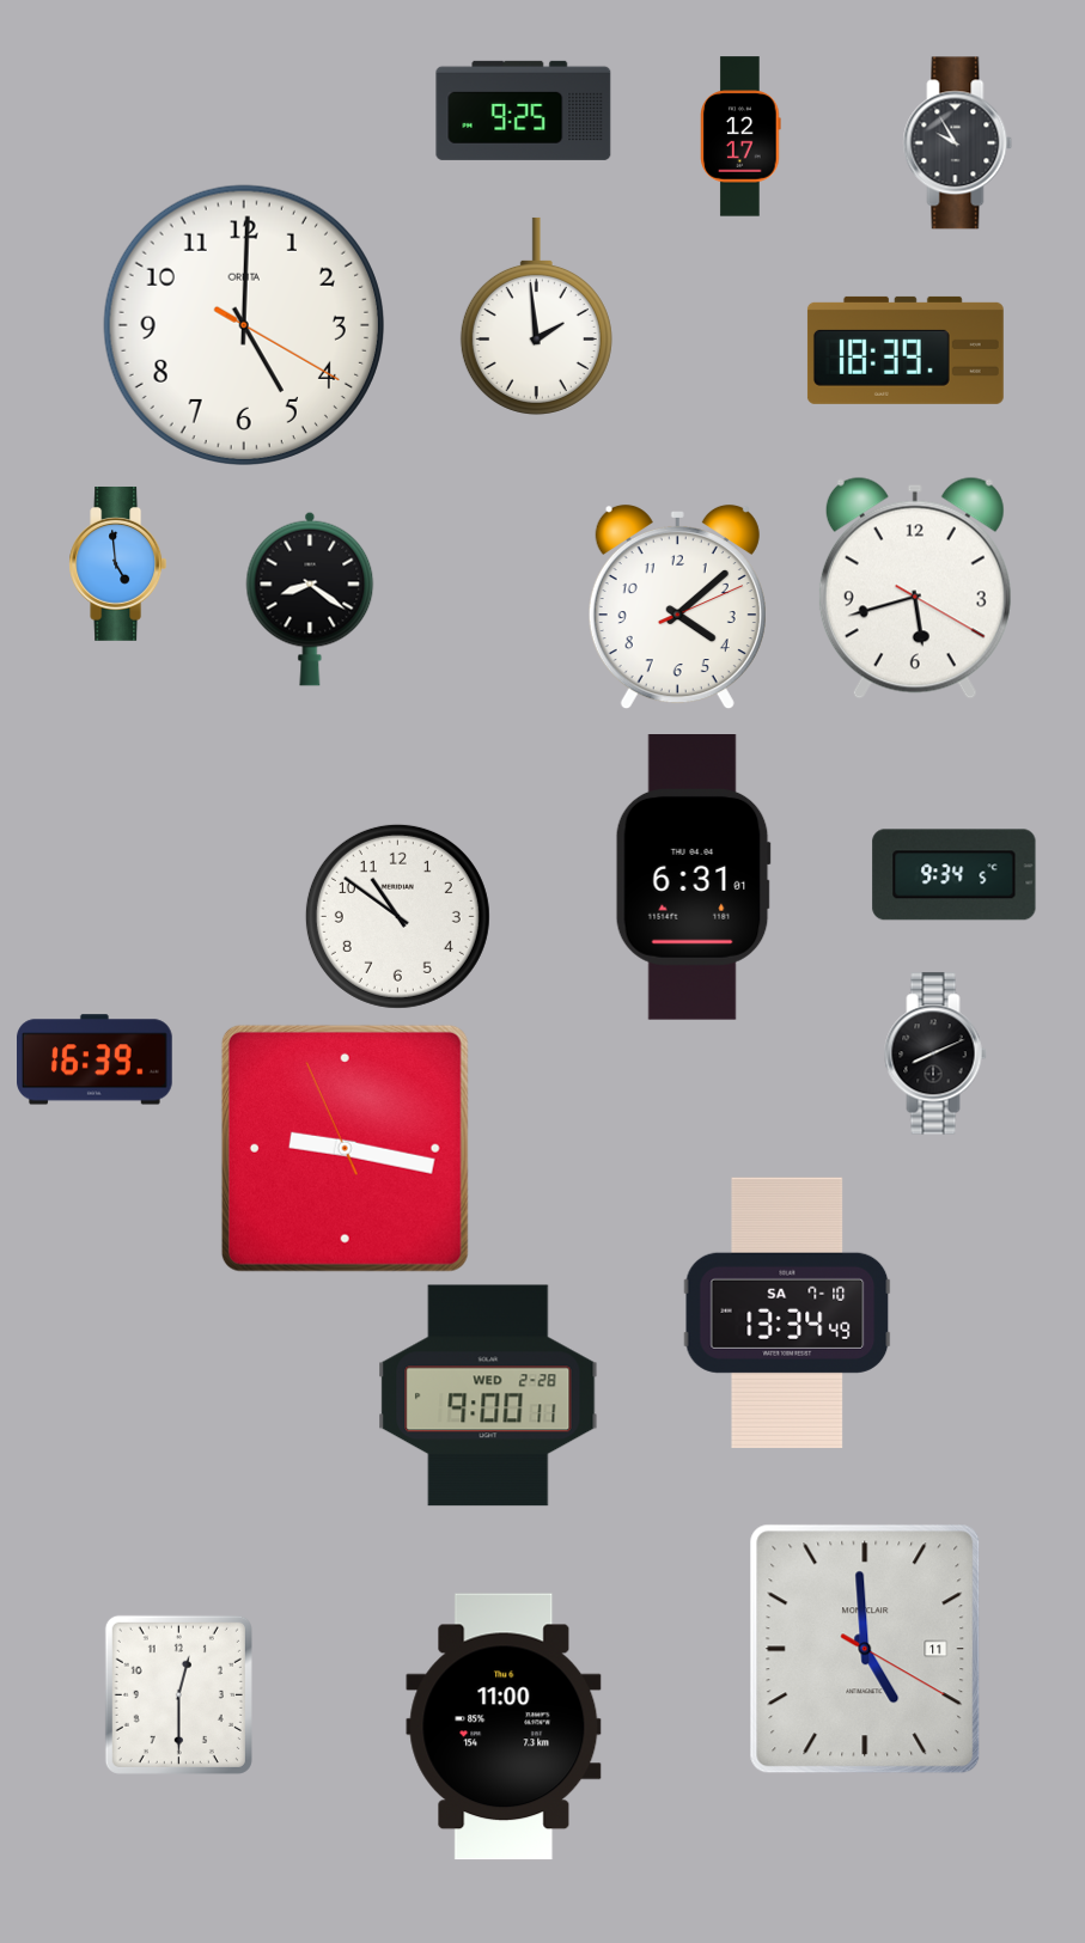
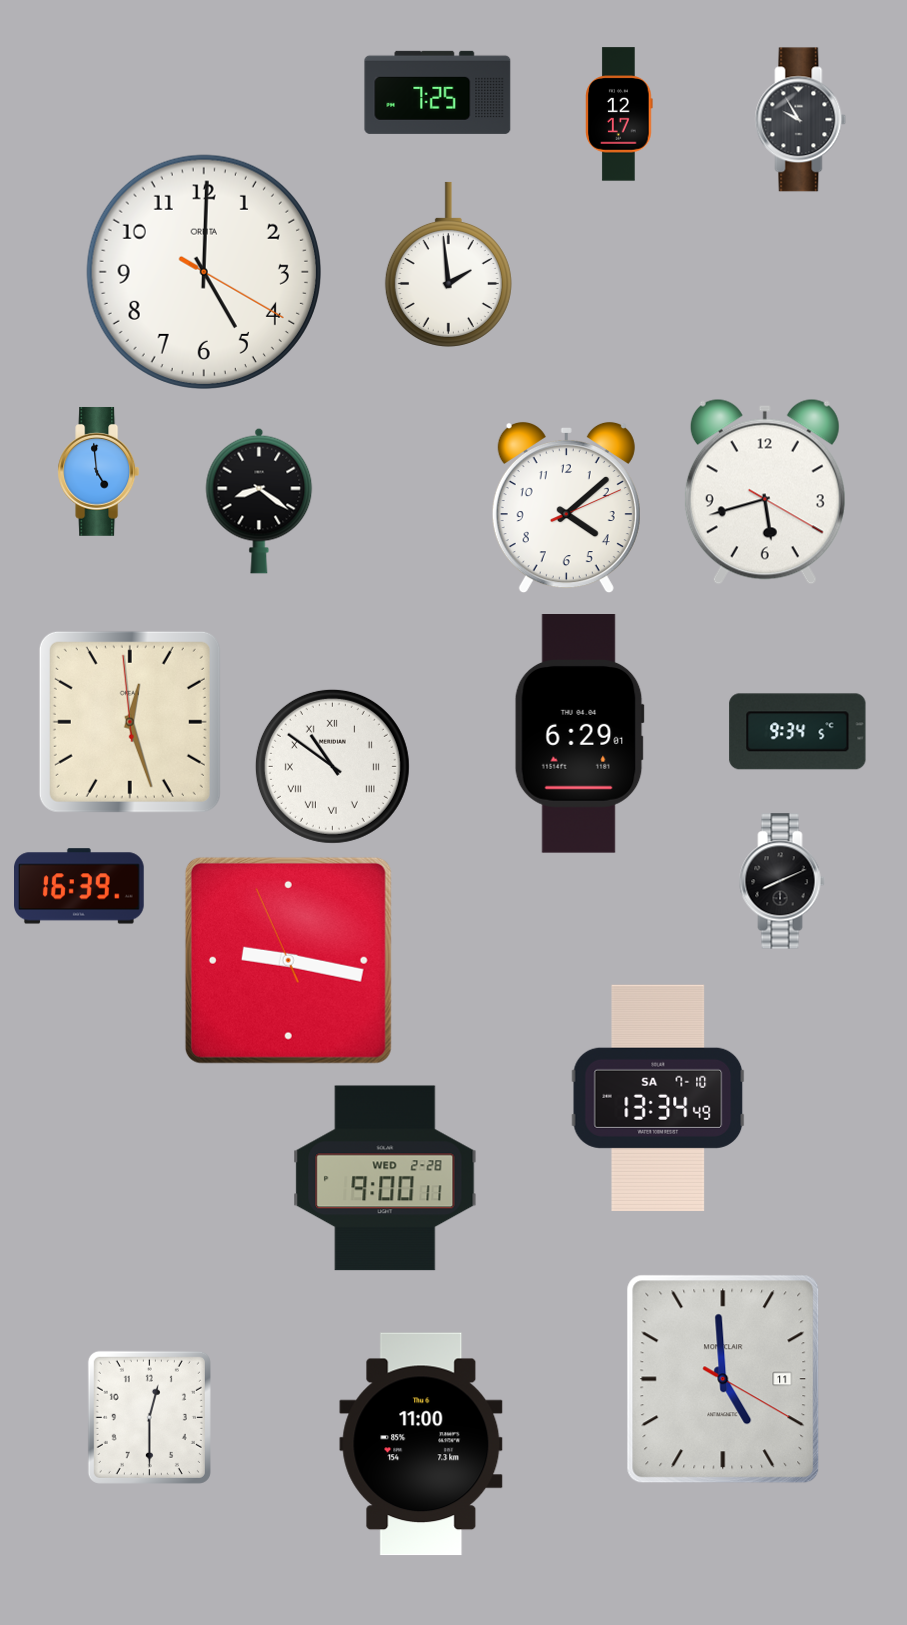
clock at (524, 110): 9:25 -> 7:25
clock at (906, 350): 18:39 -> none
clock at (130, 722): none -> 12:26
clock at (693, 878): 6:31 -> 6:29
clock at (397, 916) numerals: Arabic -> Roman
clock at (488, 1395) position: (488, 1395) -> (385, 1178)
